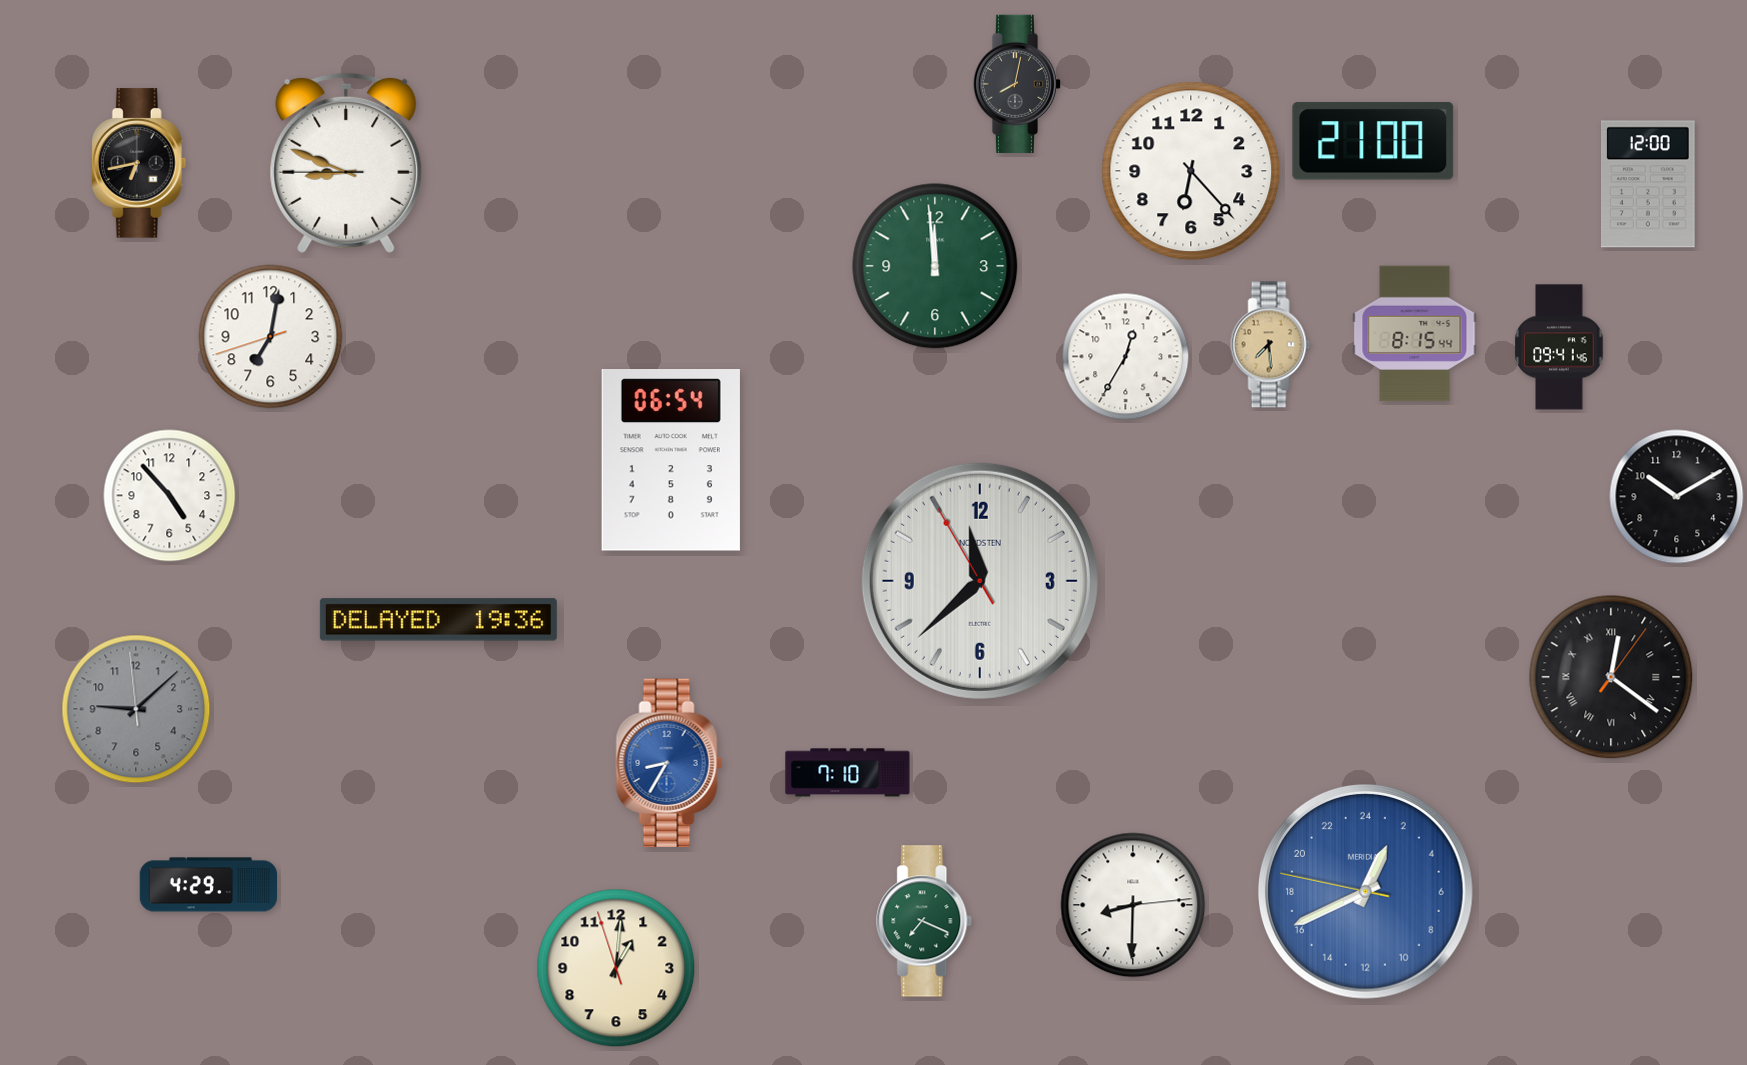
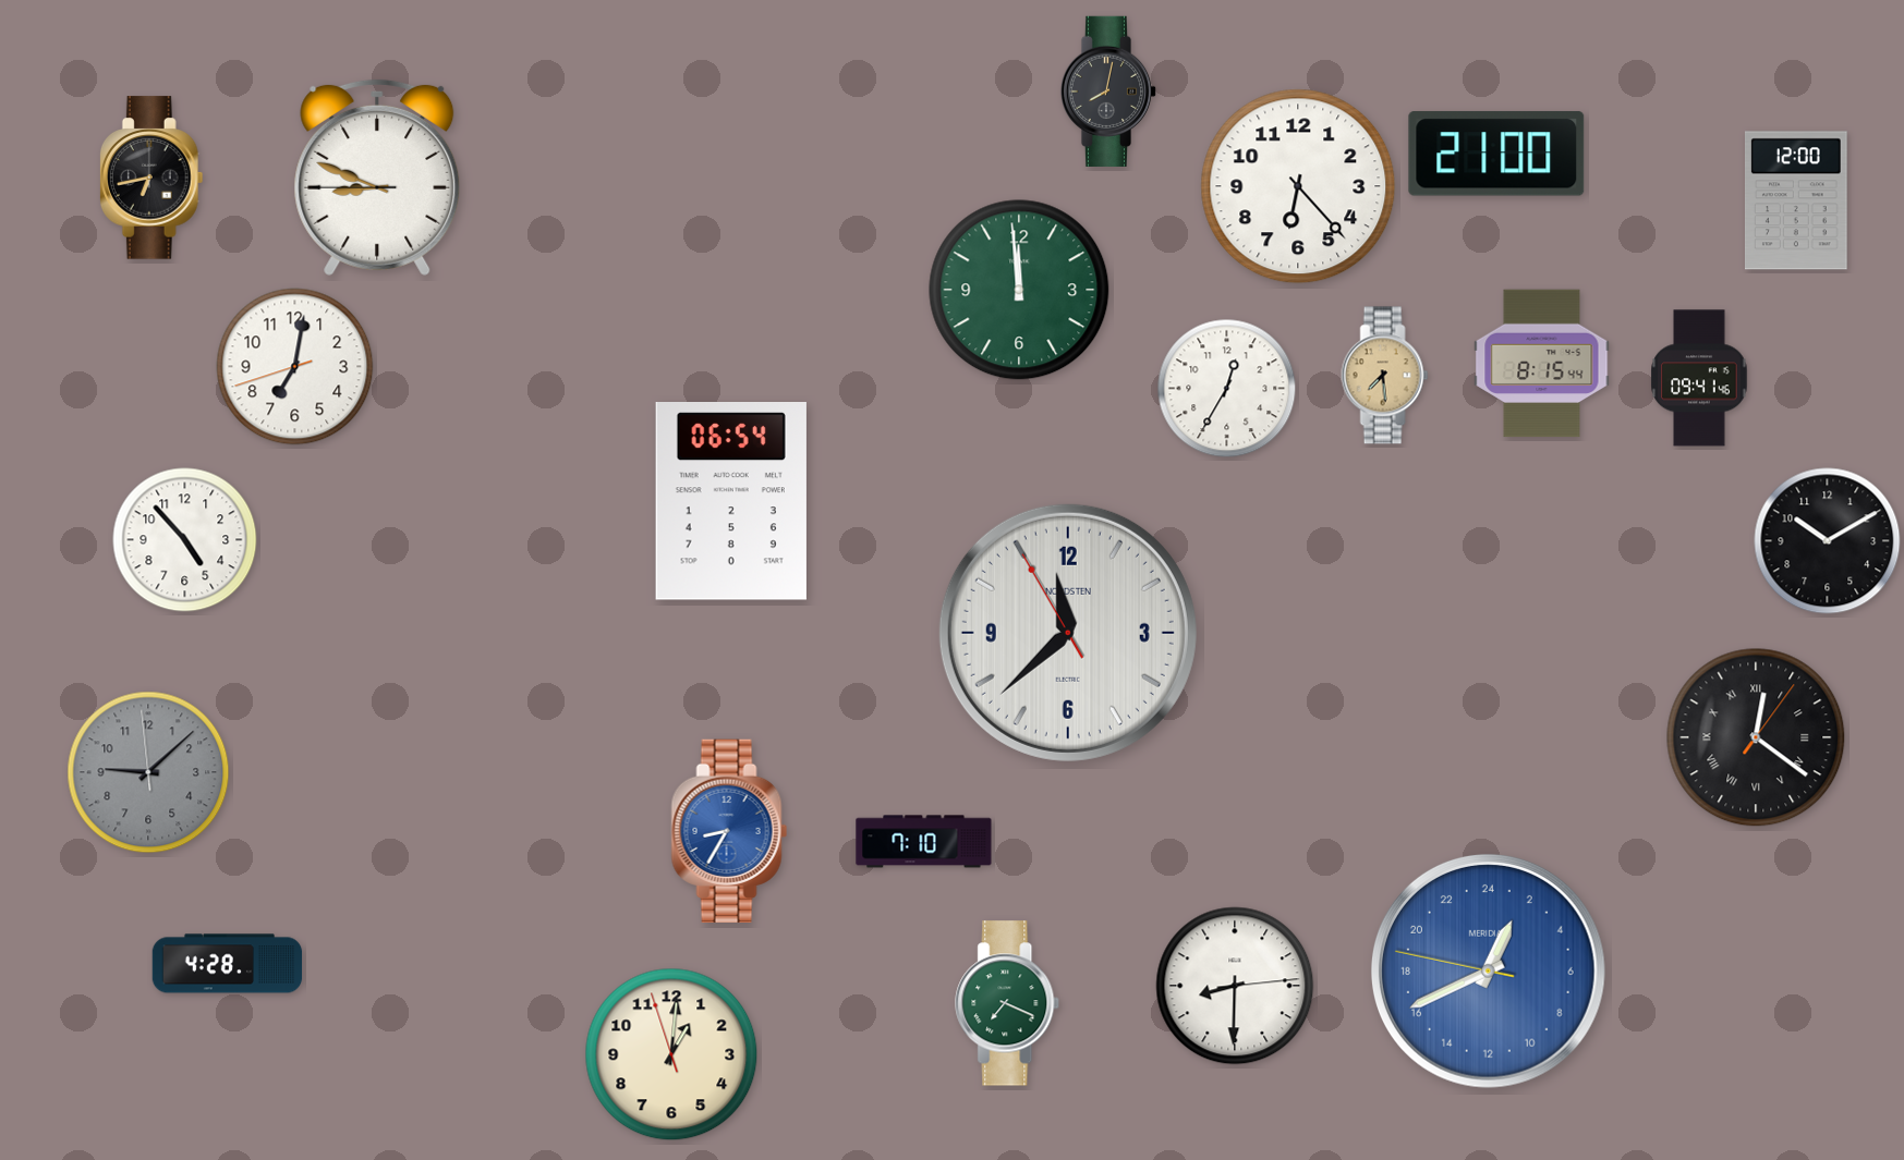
clock at (438, 620): 19:36 -> none
clock at (209, 885): 4:29 -> 4:28
